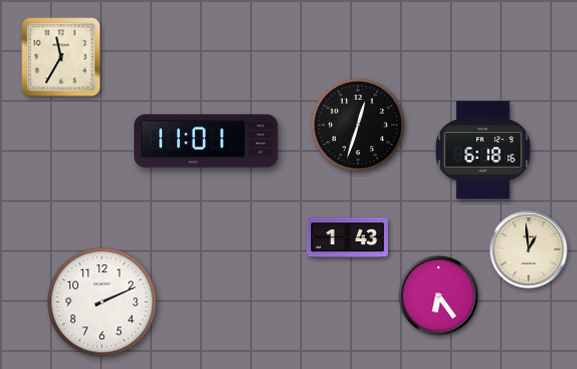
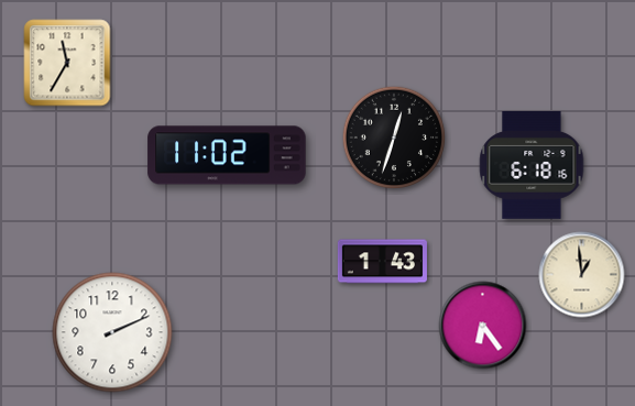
clock at (206, 141): 11:01 -> 11:02
